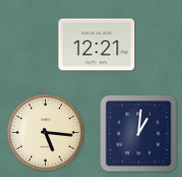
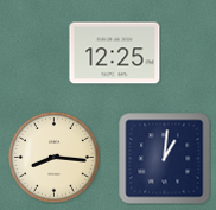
clock at (97, 45): 12:21 -> 12:25
clock at (46, 133): 5:16 -> 8:16
